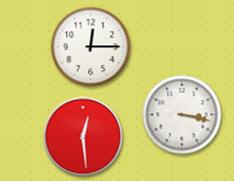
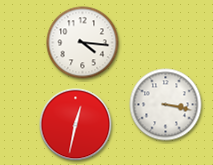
clock at (91, 47): 12:15 -> 4:16
clock at (83, 137): 12:29 -> 12:32
